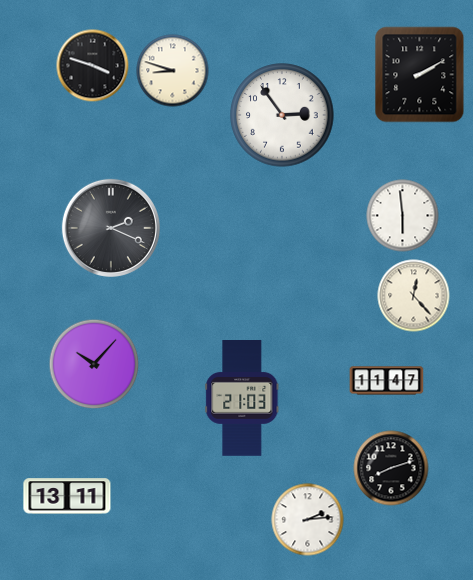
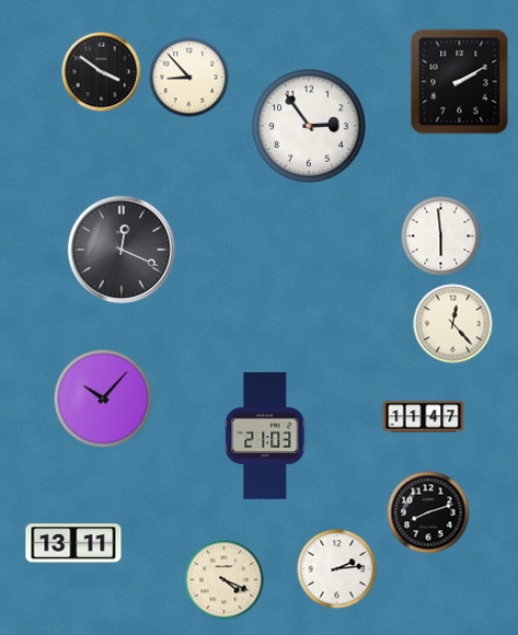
clock at (93, 66): 3:48 -> 3:51
clock at (173, 71): 8:48 -> 8:53
clock at (111, 228): 2:19 -> 12:19
clock at (225, 580): none -> 4:19
